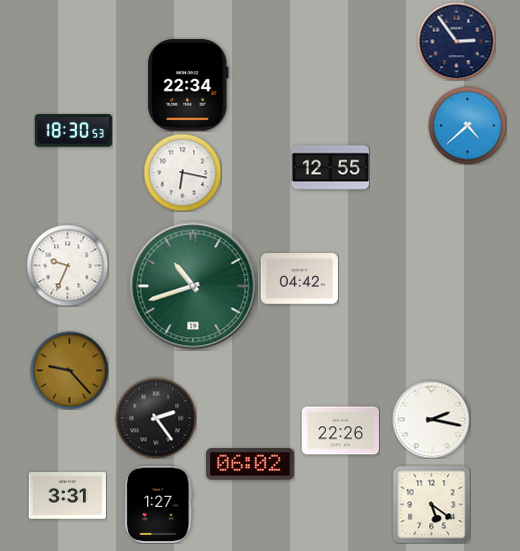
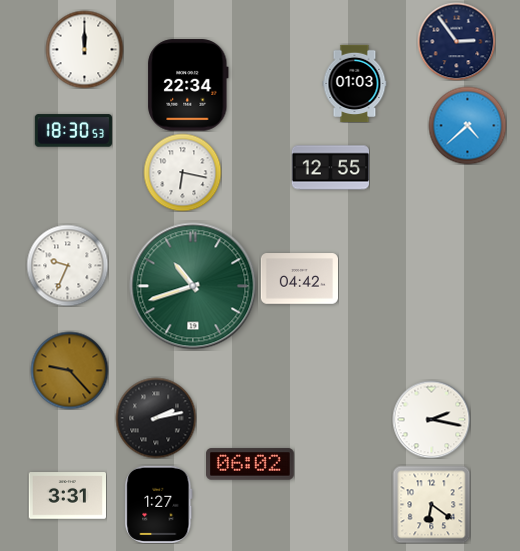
clock at (84, 49): none -> 12:00
clock at (355, 83): none -> 01:03
clock at (156, 418): 2:24 -> 2:13
clock at (340, 431): 22:26 -> none
clock at (431, 504): 5:21 -> 6:21
